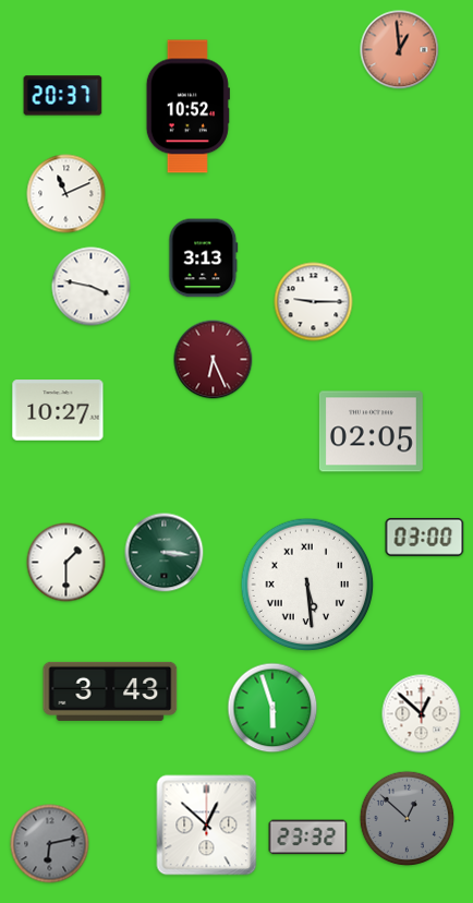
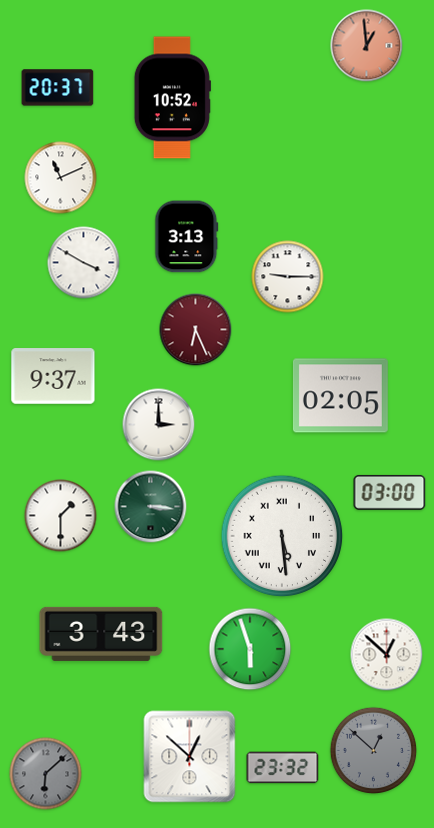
clock at (92, 287): 3:47 -> 3:50
clock at (58, 410): 10:27 -> 9:37
clock at (159, 425): none -> 3:00
clock at (50, 844): 6:13 -> 6:08
